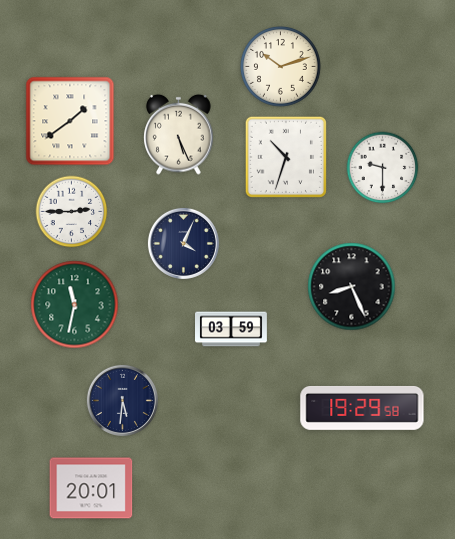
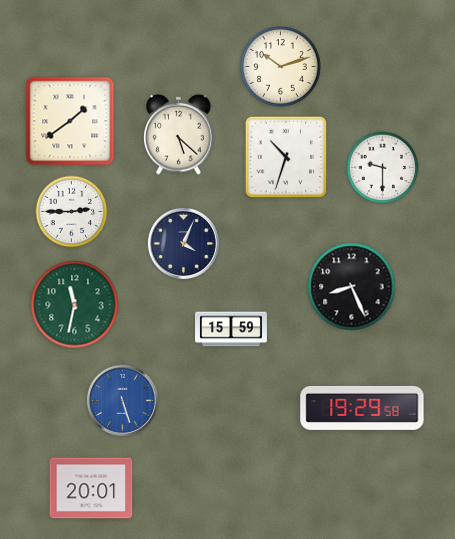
clock at (179, 134): 5:26 -> 5:22
clock at (232, 329): 03:59 -> 15:59
clock at (122, 400): 5:31 -> 5:27
clock at (122, 400) dial: navy -> blue
